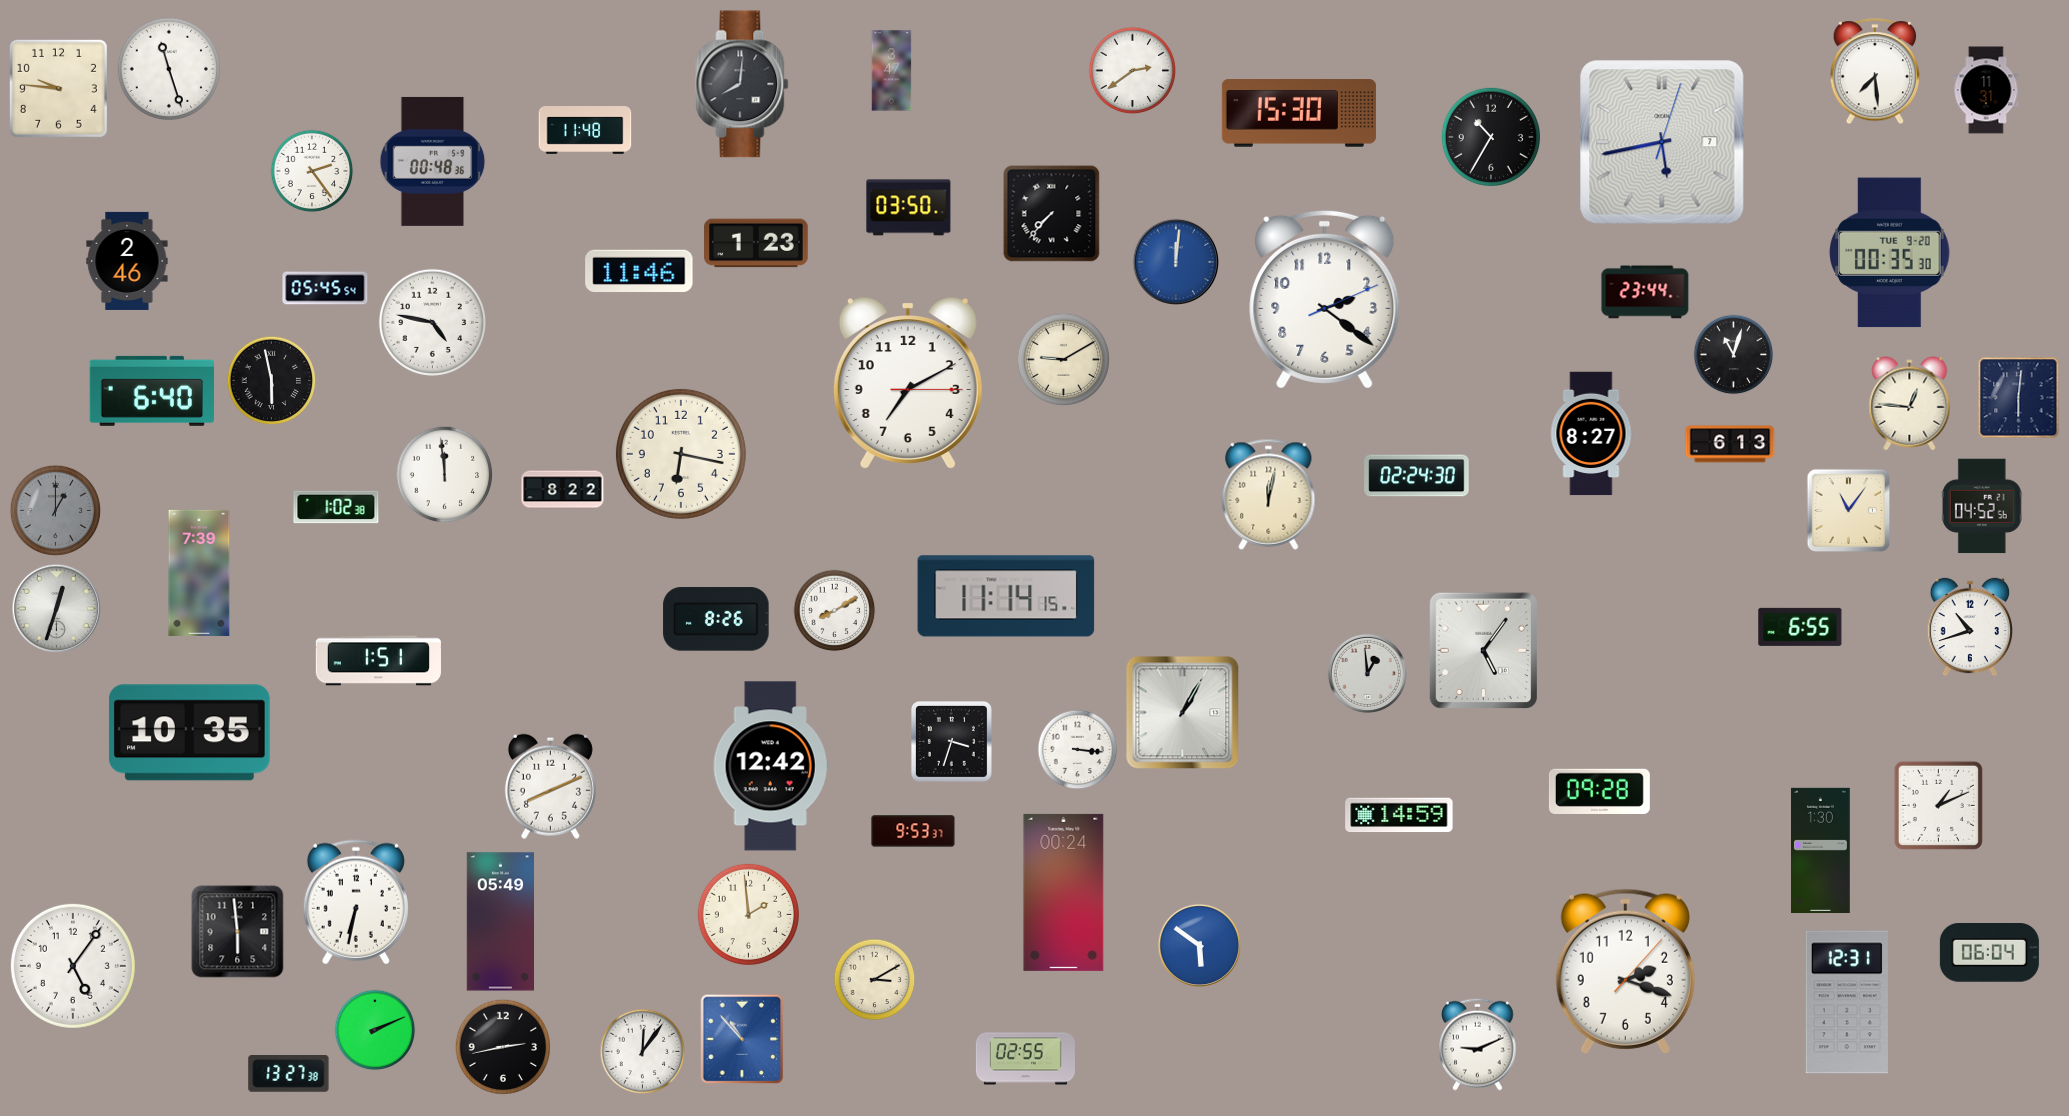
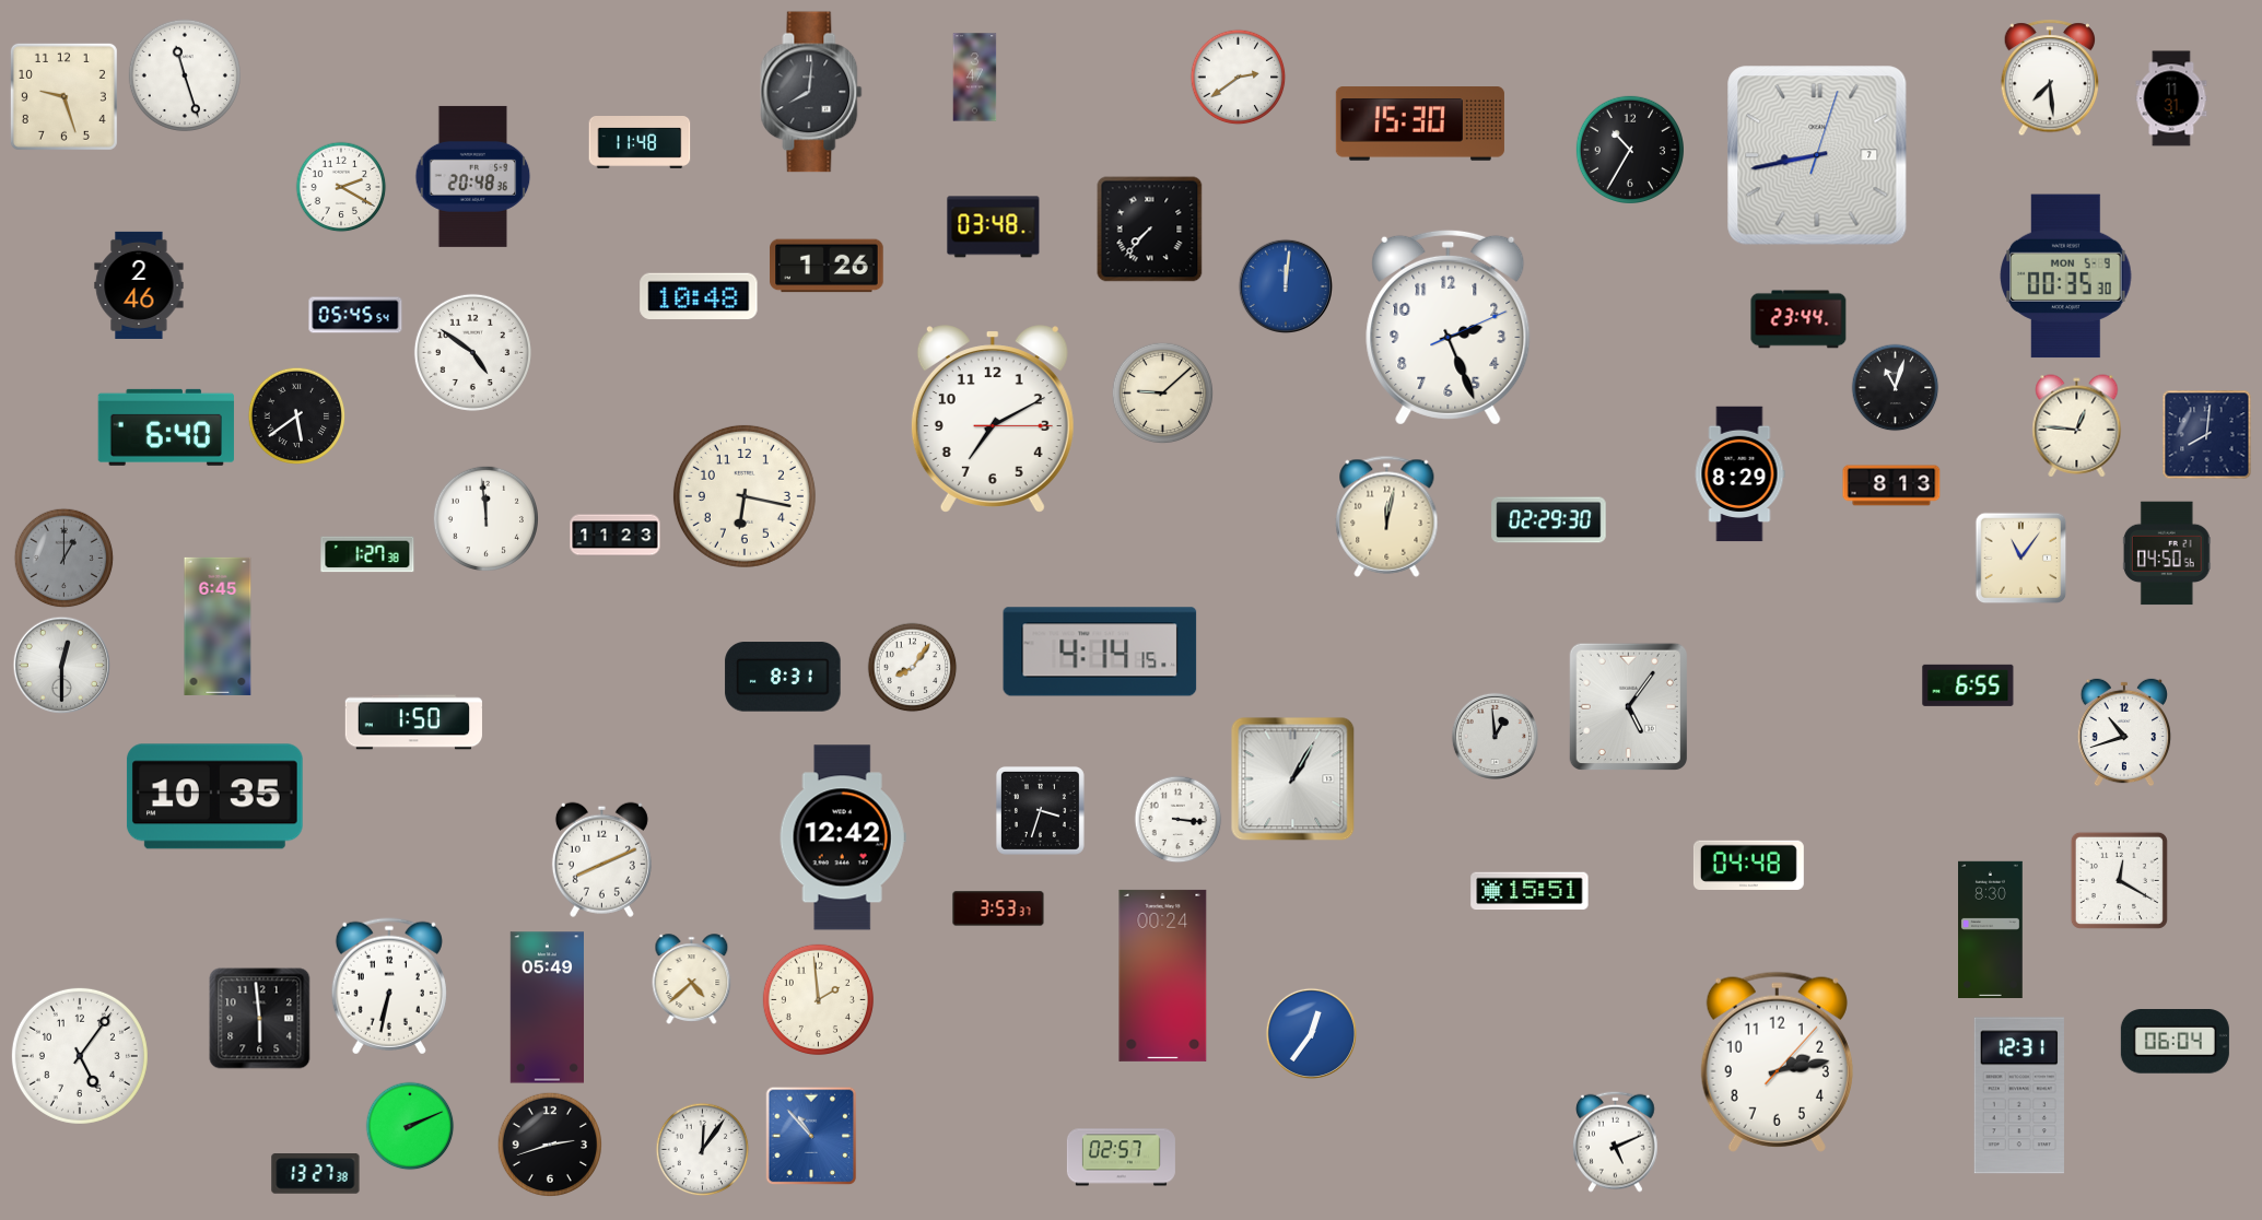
clock at (58, 88): 9:46 -> 9:27
clock at (1662, 142): 5:43 -> 8:43
clock at (433, 161): 00:48 -> 20:48
clock at (312, 171): 2:24 -> 2:20
clock at (909, 208): 03:50 -> 03:48
clock at (1052, 214) position: (1052, 214) -> (1150, 230)
clock at (756, 243): 1:23 -> 1:26
clock at (1890, 253) date: TUE 9-20 -> MON 5-9
clock at (639, 271): 11:46 -> 10:48
clock at (1325, 299): 2:21 -> 2:26
clock at (432, 322): 4:47 -> 4:51
clock at (1064, 360): 9:10 -> 9:08
clock at (272, 381): 5:58 -> 5:39
clock at (2019, 398): 6:01 -> 8:01
clock at (1910, 404) position: (1910, 404) -> (2077, 426)
clock at (1591, 434): 8:27 -> 8:29
clock at (1730, 444): 6:13 -> 8:13
clock at (1417, 476): 02:24 -> 02:29
clock at (563, 490): 8:22 -> 11:23
clock at (1269, 494) position: (1269, 494) -> (1387, 516)
clock at (1982, 506): 04:52 -> 04:50
clock at (336, 507): 1:02 -> 1:27
clock at (56, 511) position: (56, 511) -> (65, 559)
clock at (199, 573): 7:39 -> 6:45
clock at (1006, 596): 11:14 -> 4:14
clock at (57, 609): 12:33 -> 12:30
clock at (835, 611): 8:10 -> 8:06
clock at (716, 619): 8:26 -> 8:31
clock at (1970, 627) position: (1970, 627) -> (2124, 732)
clock at (1483, 650) position: (1483, 650) -> (1628, 706)
clock at (378, 661): 1:51 -> 1:50
clock at (189, 733) position: (189, 733) -> (214, 797)
clock at (1599, 791): 09:28 -> 04:48
clock at (1938, 805): 1:11 -> 12:20
clock at (1399, 815): 14:59 -> 15:51
clock at (913, 831): 9:53 -> 3:53
clock at (1821, 850): 1:30 -> 8:30
clock at (692, 978): none -> 4:38
clock at (1199, 945): 5:51 -> 12:36
clock at (1625, 971): 2:18 -> 2:13
clock at (875, 980): 3:10 -> none
clock at (1478, 1044): 9:11 -> 5:11
clock at (502, 1046): 2:43 -> 2:42
clock at (1025, 1059): 02:55 -> 02:57
